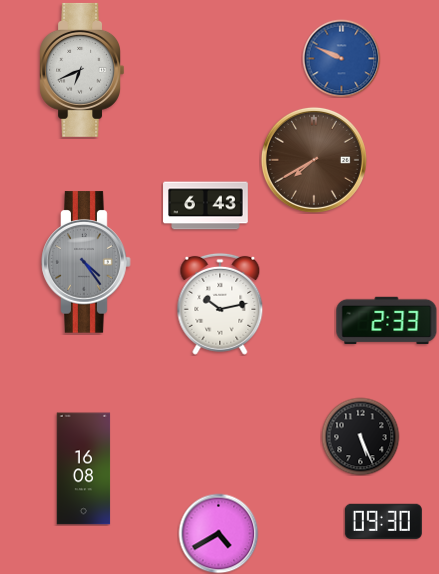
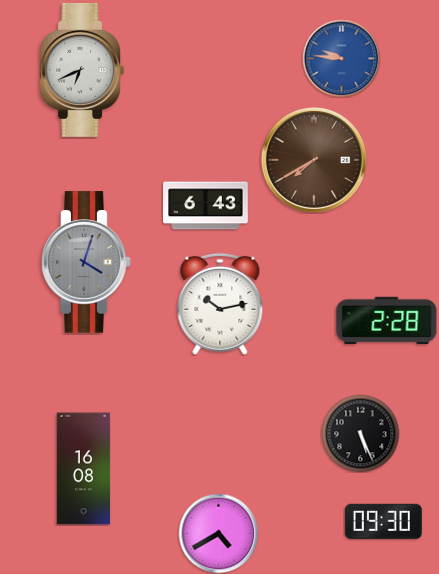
clock at (341, 58): 9:49 -> 9:46
clock at (86, 262): 4:24 -> 4:03
clock at (387, 320): 2:33 -> 2:28
clock at (360, 436) position: (360, 436) -> (360, 433)
